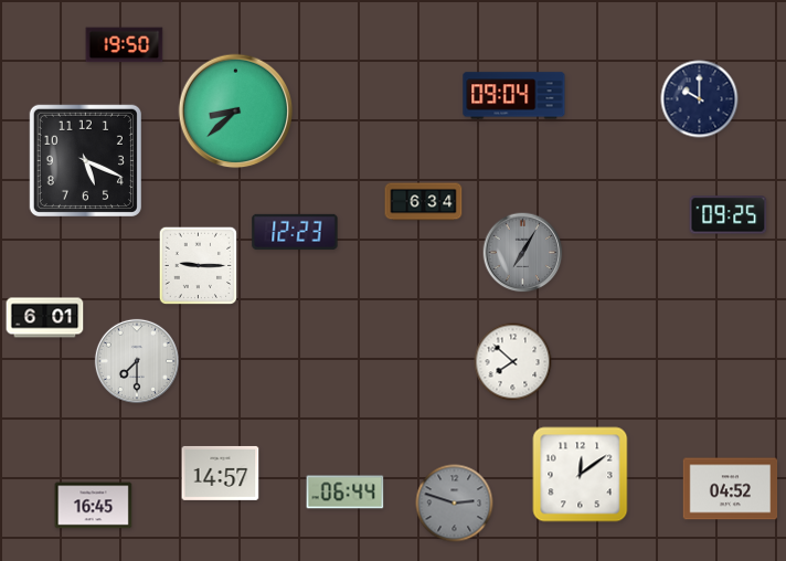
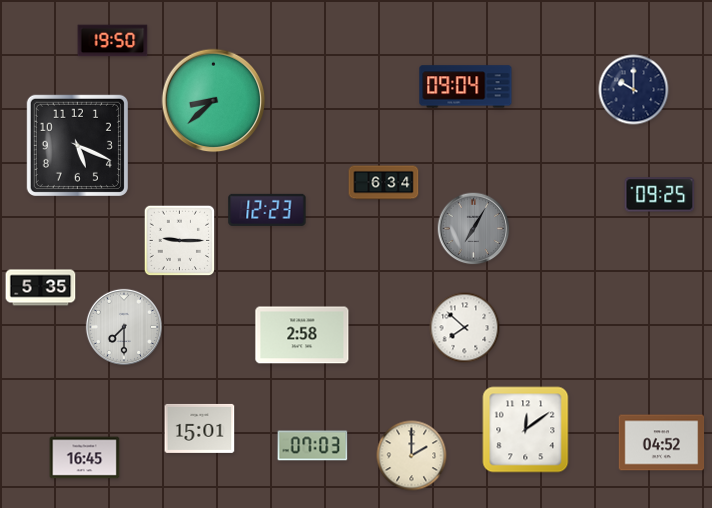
clock at (45, 318): 6:01 -> 5:35
clock at (302, 335): none -> 2:58
clock at (221, 473): 14:57 -> 15:01
clock at (346, 493): 06:44 -> 07:03
clock at (455, 504): 2:48 -> 2:00
clock at (455, 504) dial: grey -> cream
